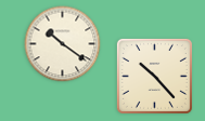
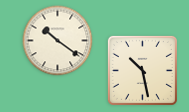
clock at (154, 76): 10:23 -> 10:28
